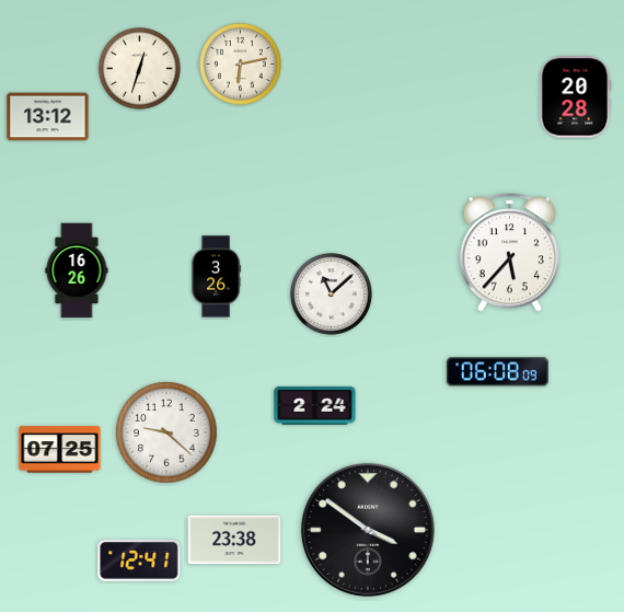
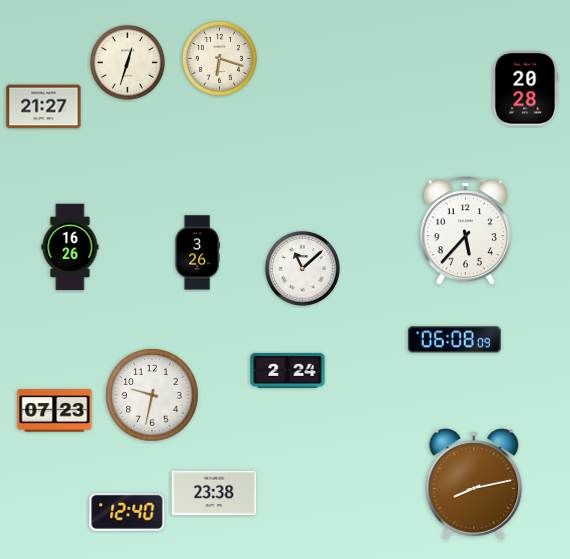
clock at (240, 63): 6:13 -> 6:18
clock at (48, 117): 13:12 -> 21:27
clock at (166, 432): 9:22 -> 9:32
clock at (60, 450): 07:25 -> 07:23
clock at (368, 530): 3:51 -> none
clock at (474, 484): none -> 8:13
clock at (139, 561): 12:41 -> 12:40
